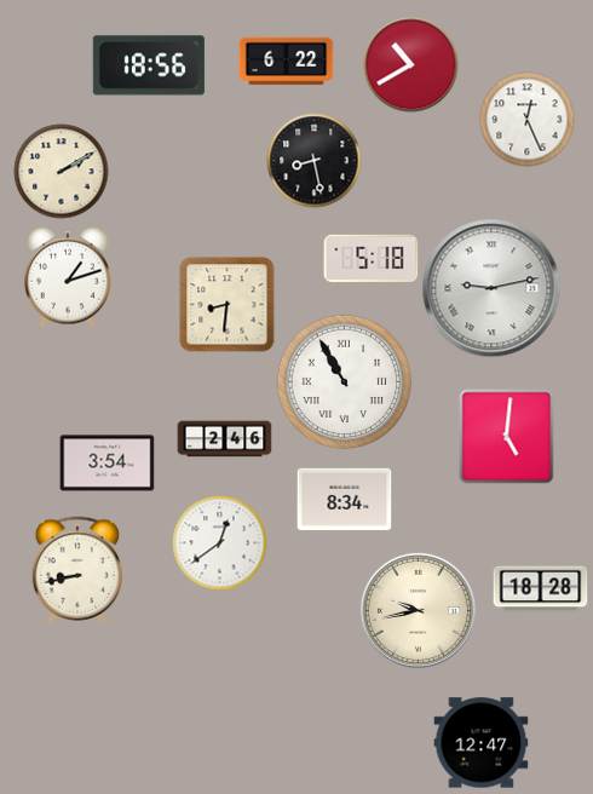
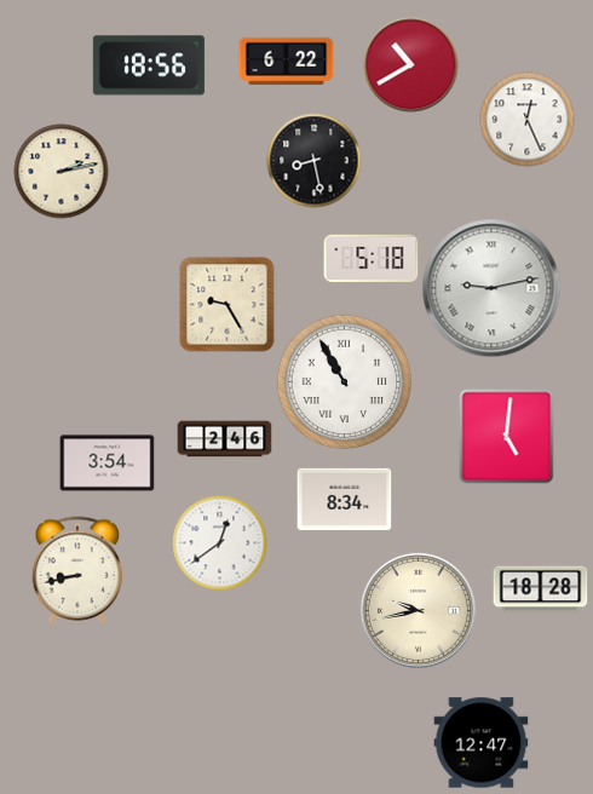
clock at (61, 171): 2:10 -> 2:13
clock at (68, 277): 1:12 -> none
clock at (226, 304): 8:31 -> 9:25
